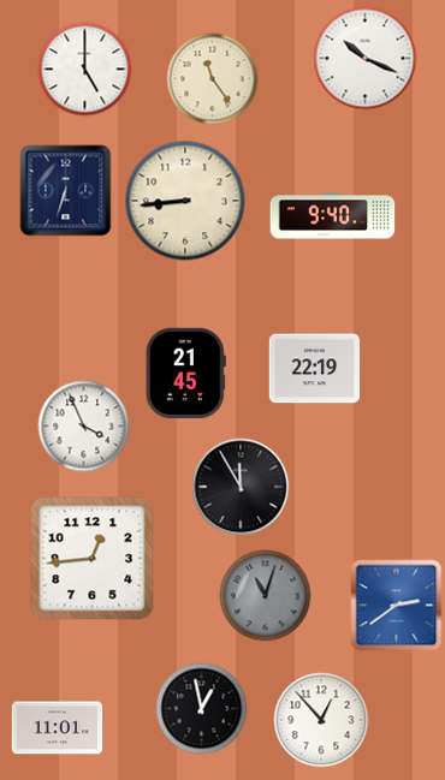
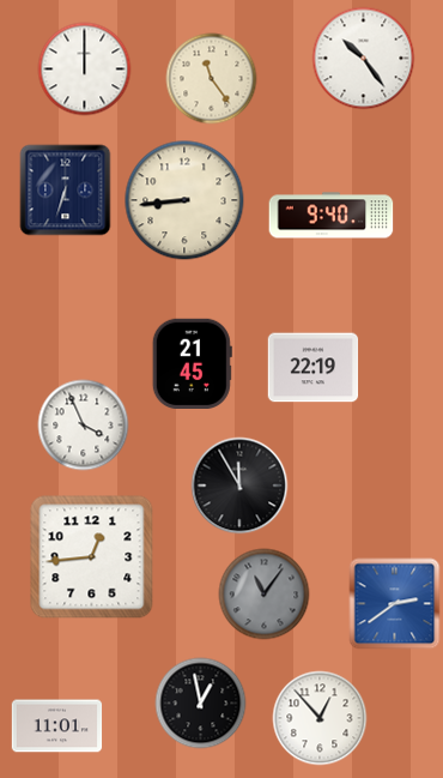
clock at (366, 59): 10:19 -> 10:24
clock at (85, 70): 5:00 -> 12:00
clock at (185, 373) position: (185, 373) -> (192, 363)
clock at (266, 596): 11:03 -> 11:06
clock at (202, 709) position: (202, 709) -> (201, 704)
